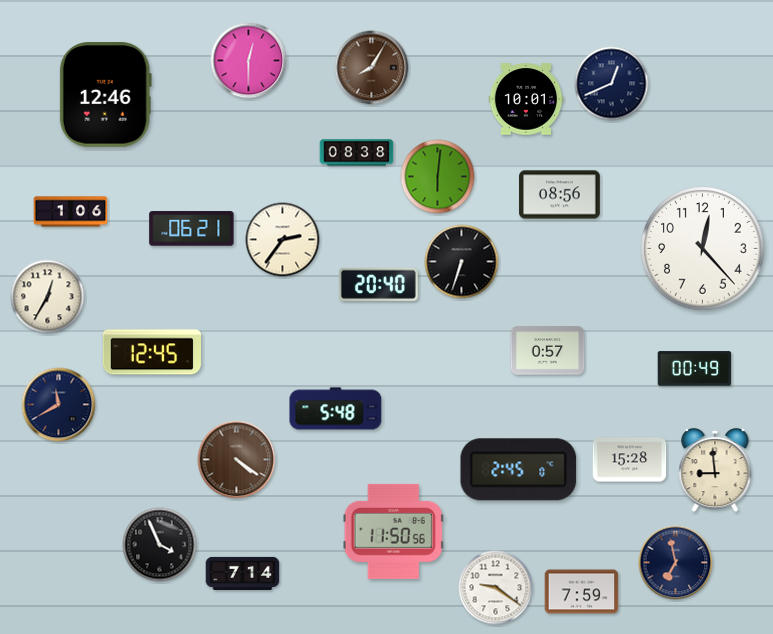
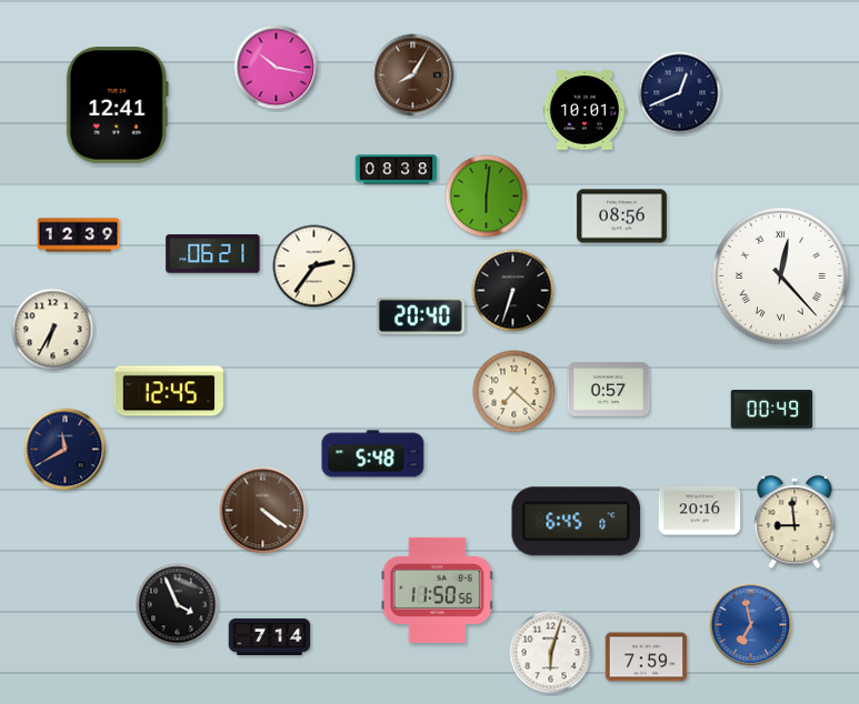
clock at (249, 61): 12:30 -> 10:17
clock at (105, 95): 12:46 -> 12:41
clock at (71, 212): 1:06 -> 12:39
clock at (703, 249) numerals: Arabic -> Roman
clock at (48, 297): 12:35 -> 6:35
clock at (515, 392): none -> 7:22
clock at (630, 460): 15:28 -> 20:16
clock at (519, 470): 2:45 -> 6:45
clock at (676, 563) dial: navy -> blue
clock at (496, 588): 9:21 -> 6:03
